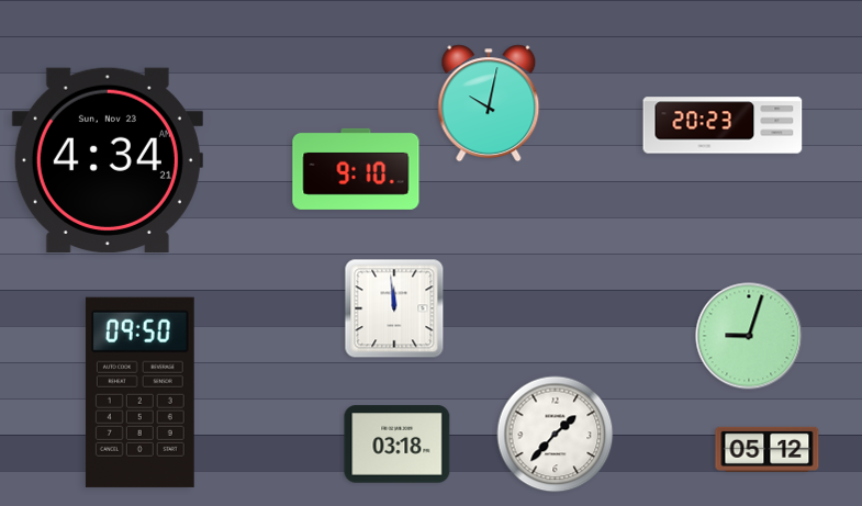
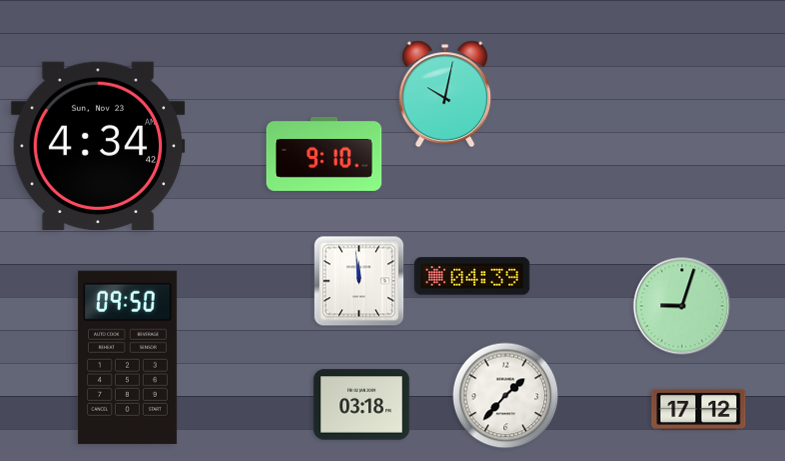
clock at (723, 125): 20:23 -> none
clock at (108, 159): 4:34:21 AM -> 4:34:42 AM
clock at (472, 276): none -> 04:39
clock at (768, 449): 05:12 -> 17:12
